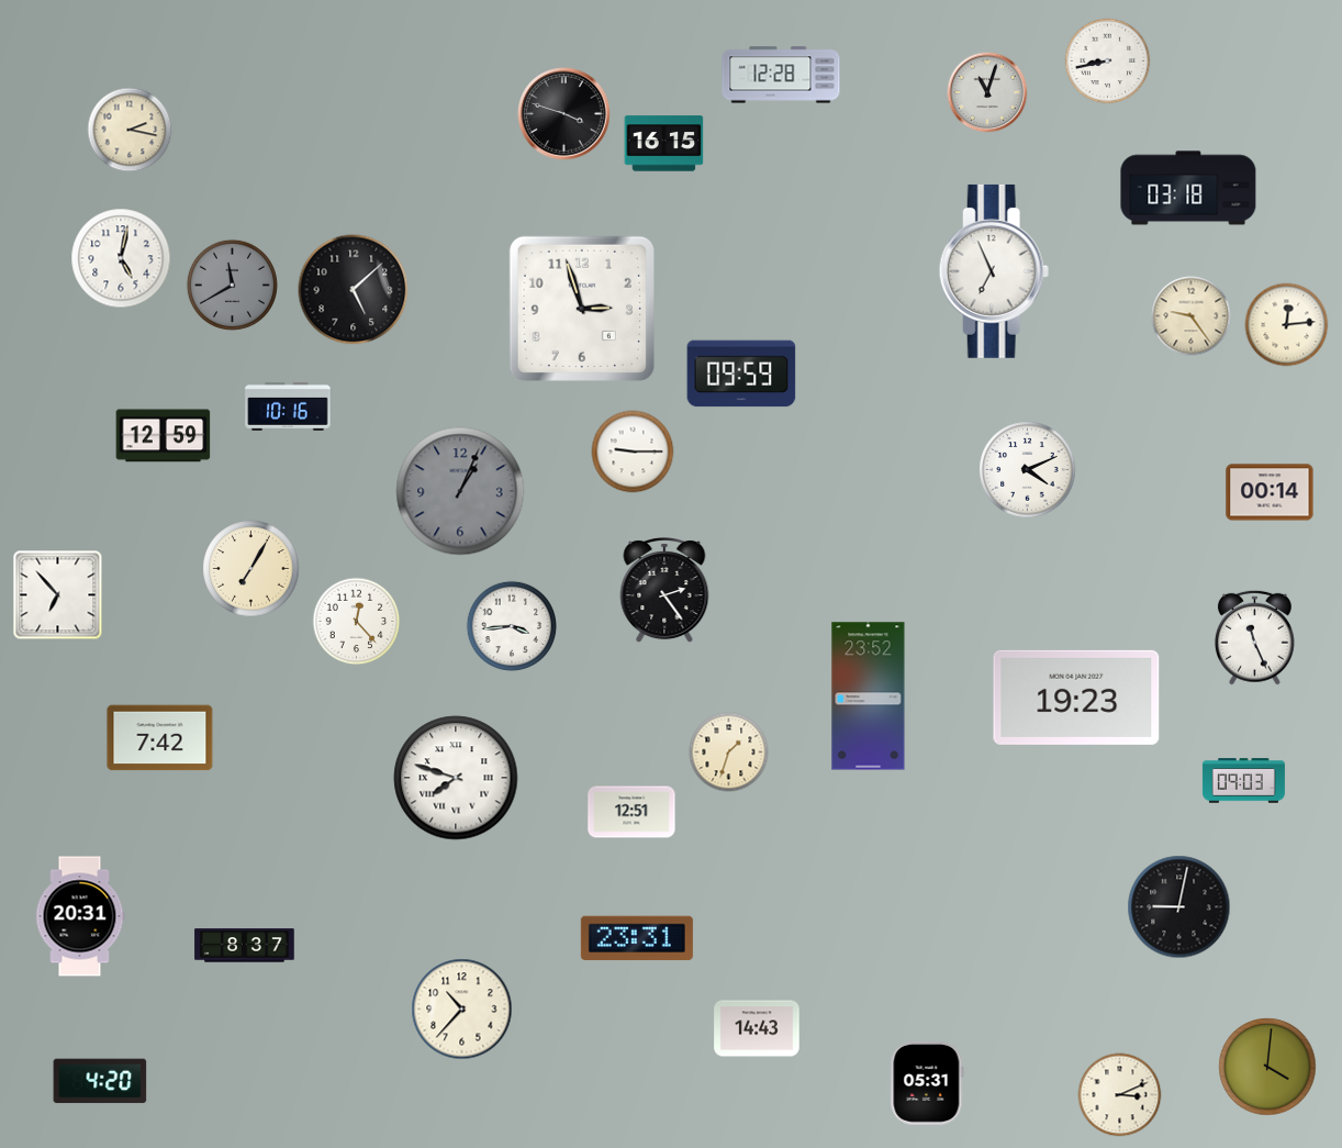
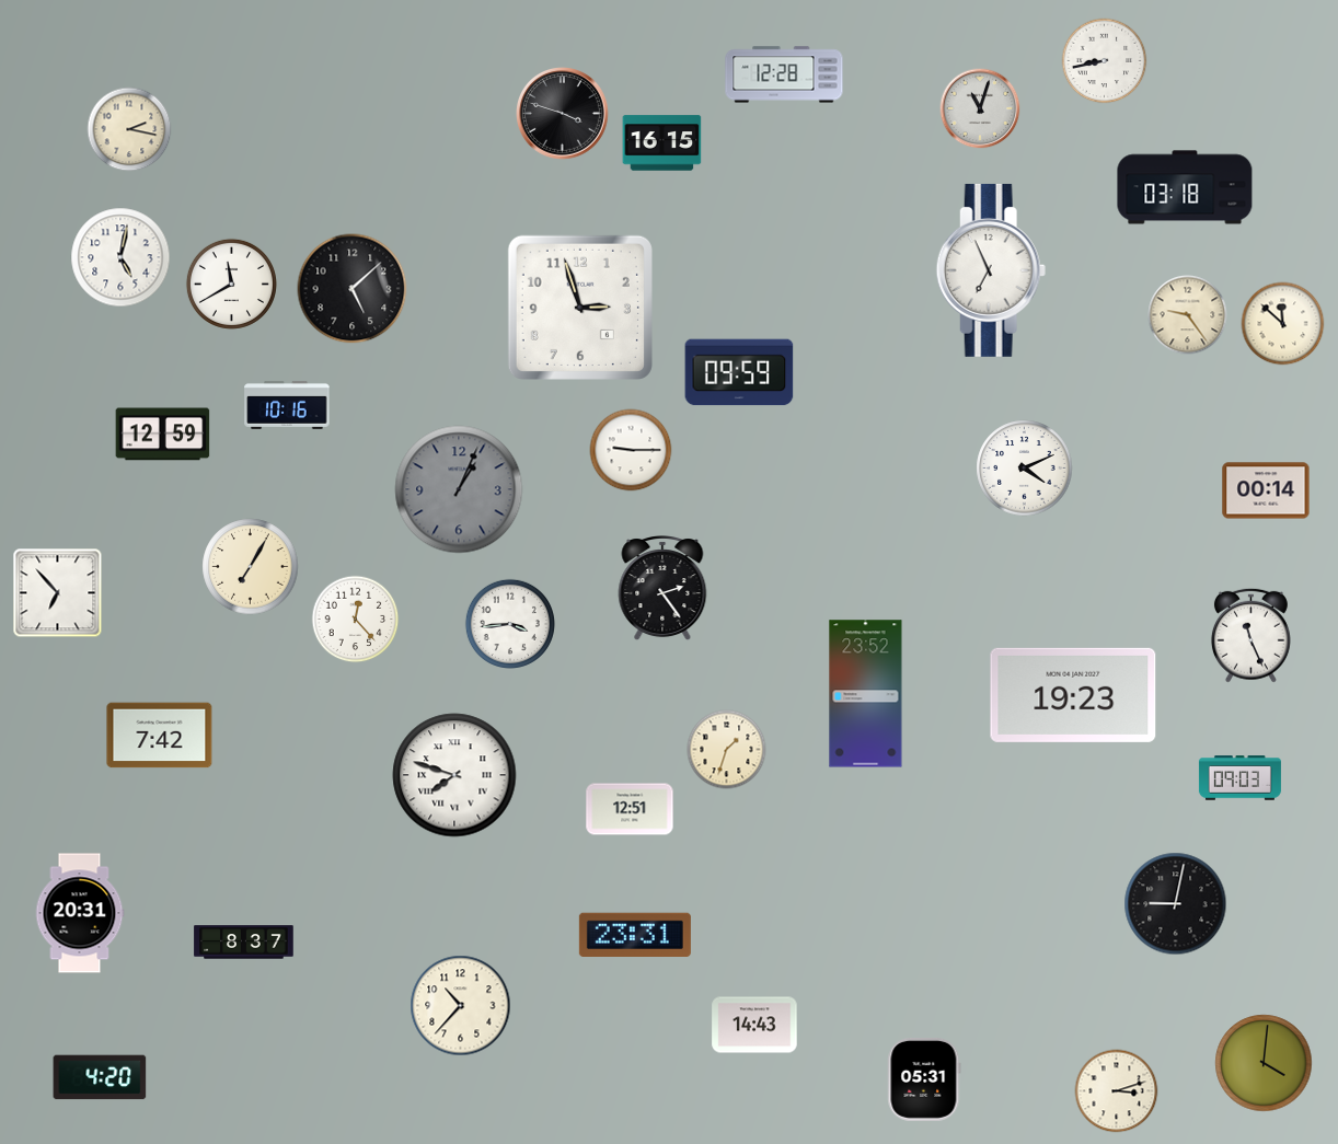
clock at (781, 75) position: (781, 75) -> (784, 74)
clock at (987, 92) position: (987, 92) -> (980, 108)
clock at (232, 285) dial: grey -> white
clock at (1287, 325): 12:14 -> 11:52
clock at (1120, 1095): 3:11 -> 3:12
